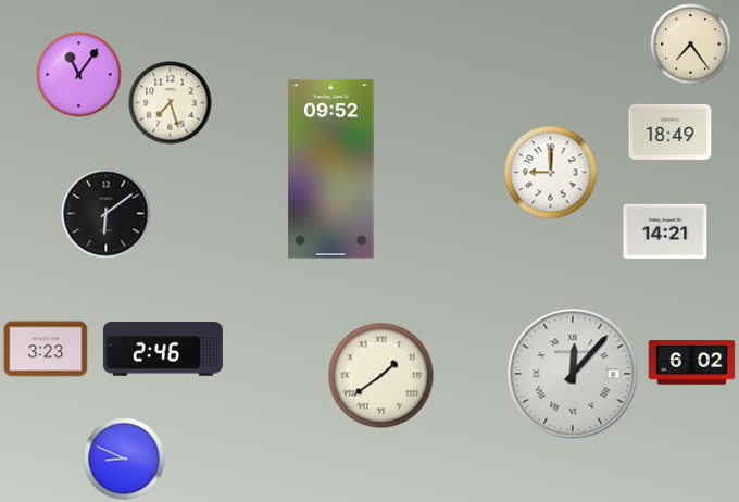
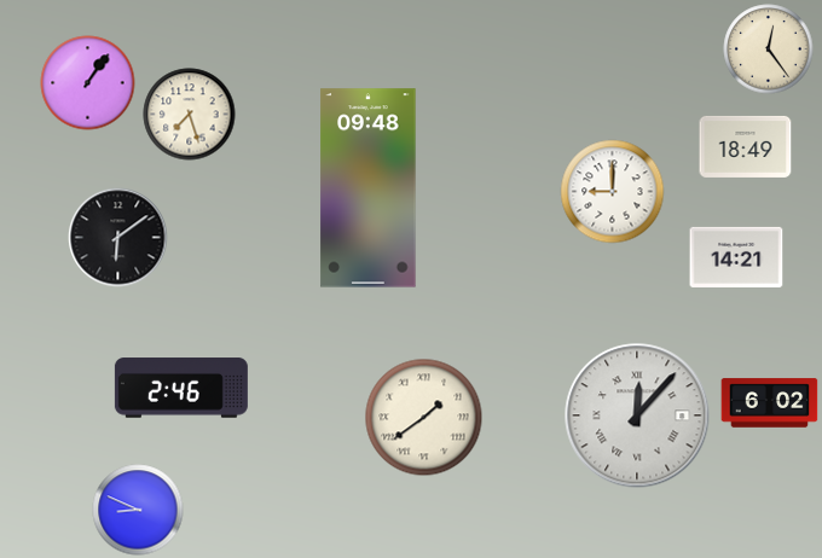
clock at (691, 45): 7:24 -> 12:24
clock at (79, 75): 11:06 -> 1:06
clock at (331, 170): 09:52 -> 09:48
clock at (665, 231) position: (665, 231) -> (736, 257)
clock at (46, 349): 3:23 -> none
